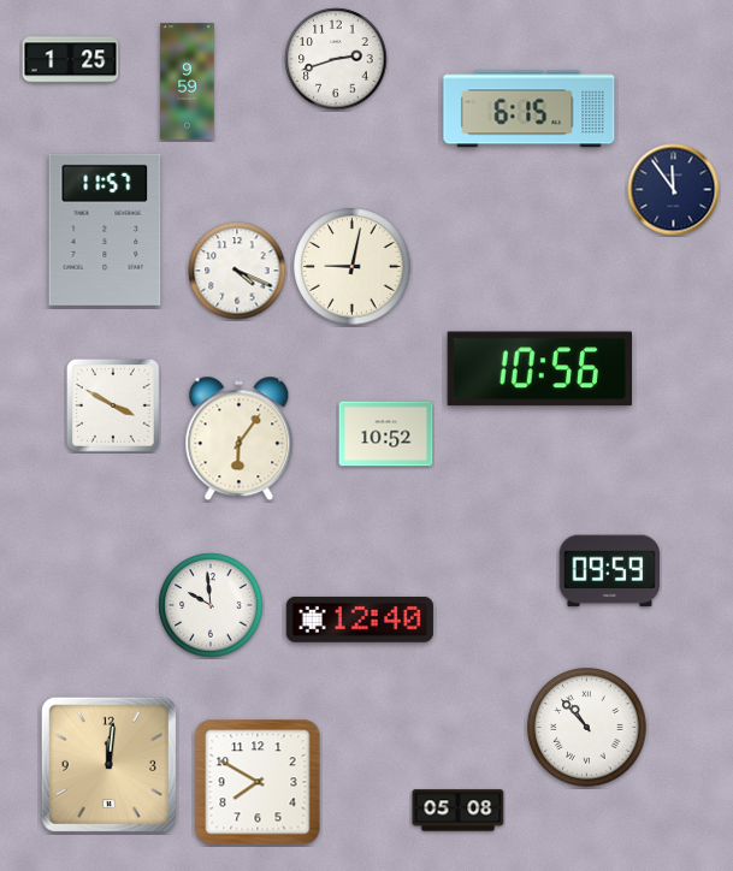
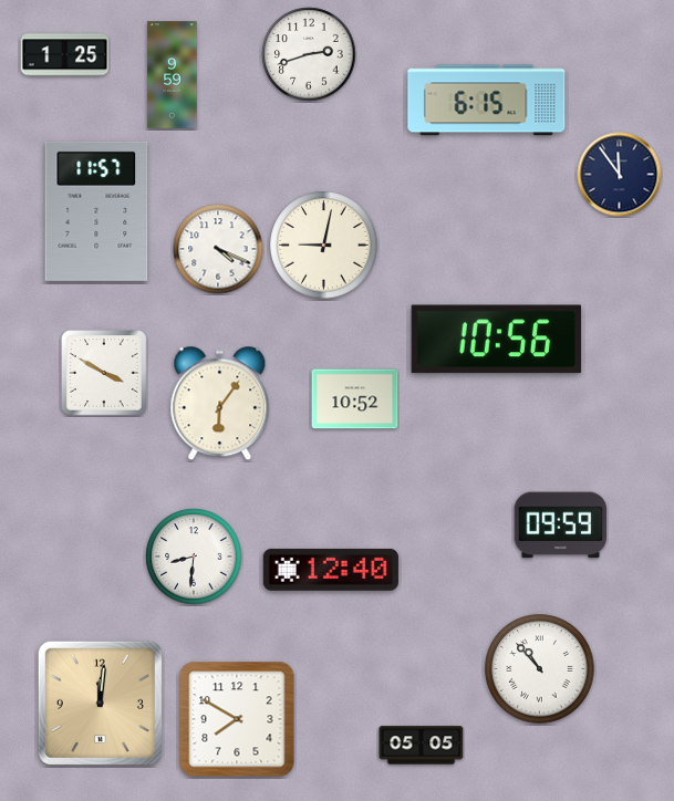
clock at (211, 605): 9:59 -> 8:31
clock at (459, 811): 05:08 -> 05:05
